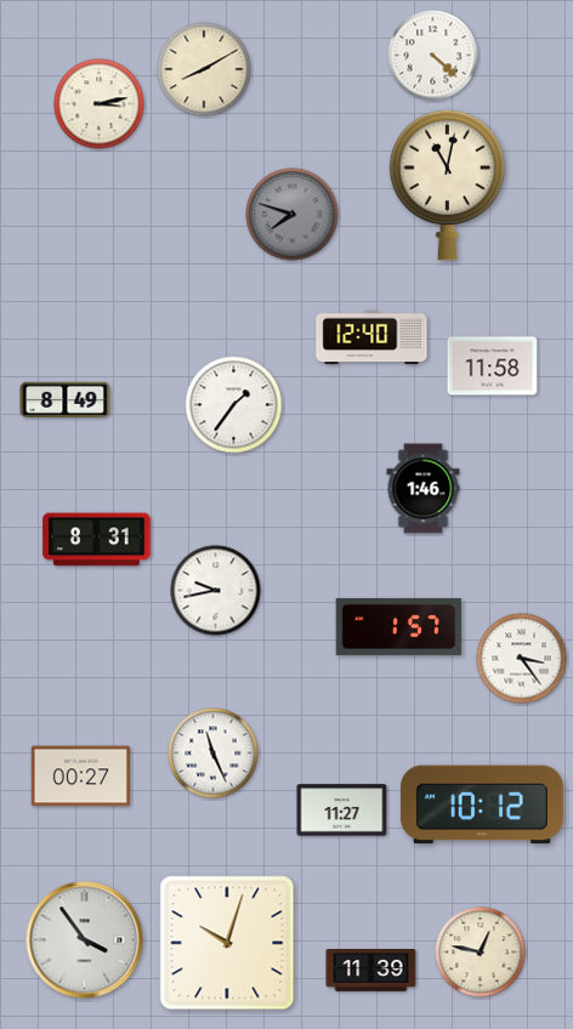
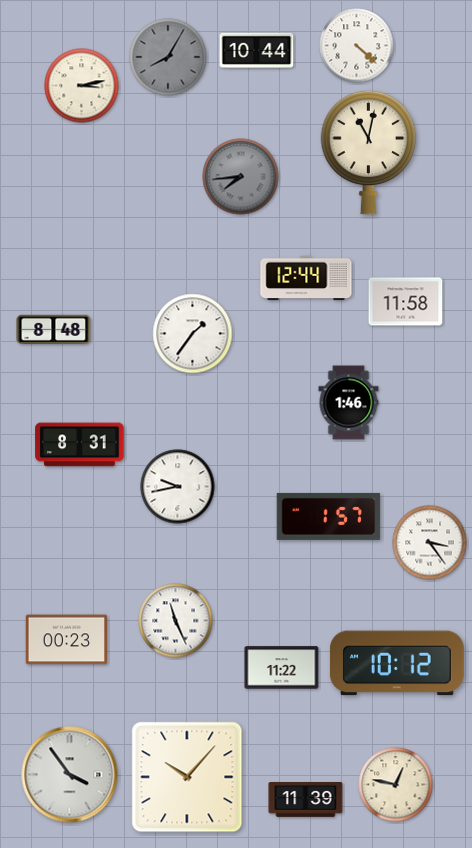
clock at (257, 50): none -> 10:44
clock at (204, 69): 8:10 -> 8:05
clock at (204, 69) dial: cream -> grey
clock at (293, 215): 7:48 -> 7:44
clock at (371, 337): 12:40 -> 12:44
clock at (66, 399): 8:49 -> 8:48
clock at (80, 777): 00:27 -> 00:23
clock at (342, 811): 11:27 -> 11:22
clock at (227, 943): 10:03 -> 10:07
